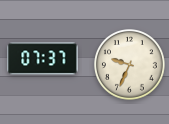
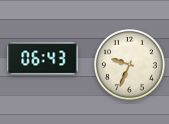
clock at (43, 59): 07:37 -> 06:43
